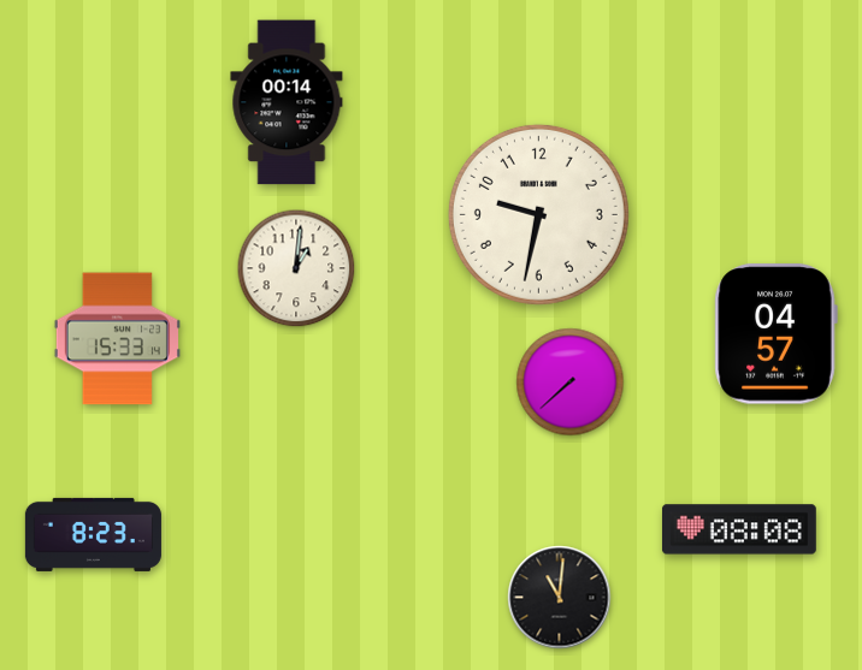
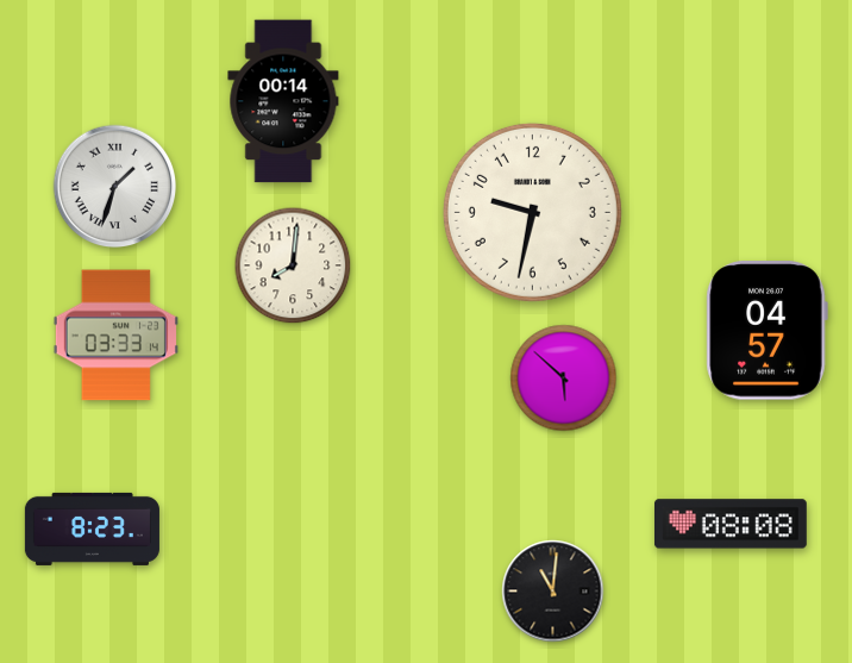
clock at (115, 187): none -> 1:33
clock at (296, 268): 1:01 -> 8:01
clock at (117, 339): 15:33 -> 03:33
clock at (571, 383): 7:38 -> 5:52
